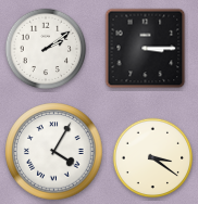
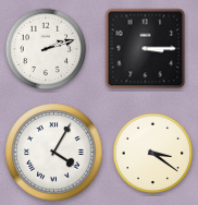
clock at (46, 49): 2:09 -> 2:12
clock at (153, 158) position: (153, 158) -> (153, 154)
